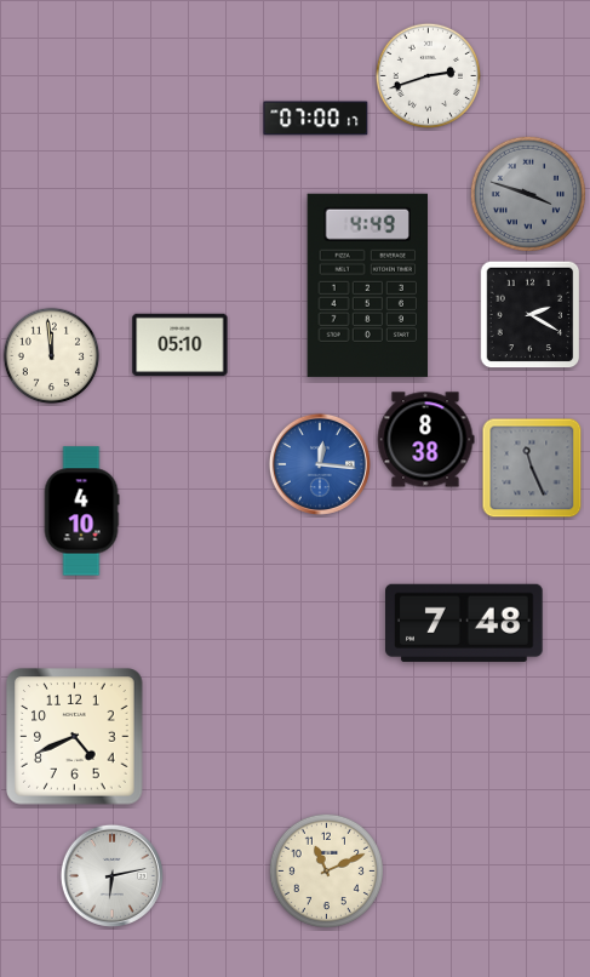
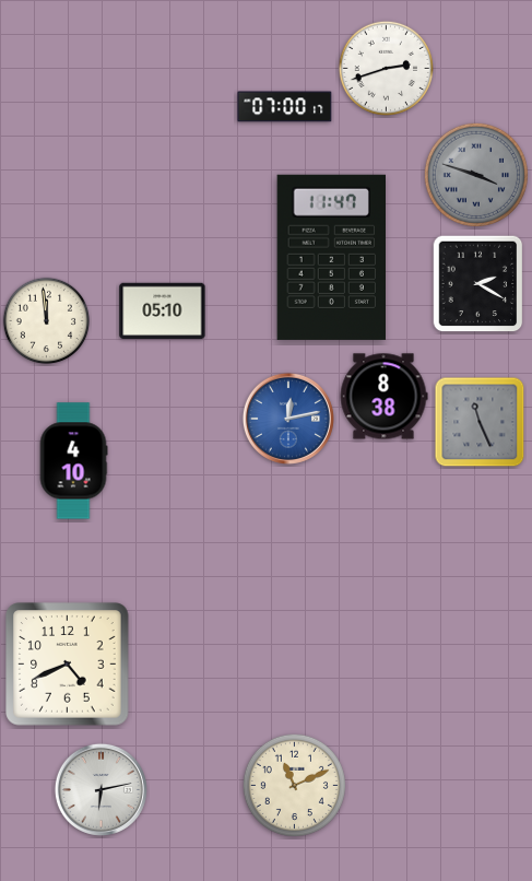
clock at (367, 285): 4:49 -> 11:47
clock at (320, 464): 12:16 -> 12:13
clock at (465, 623): 7:48 -> none
